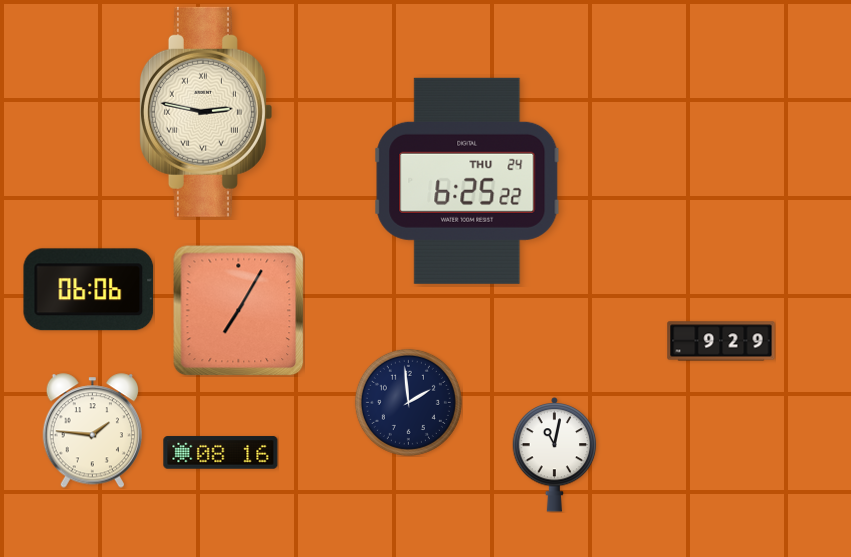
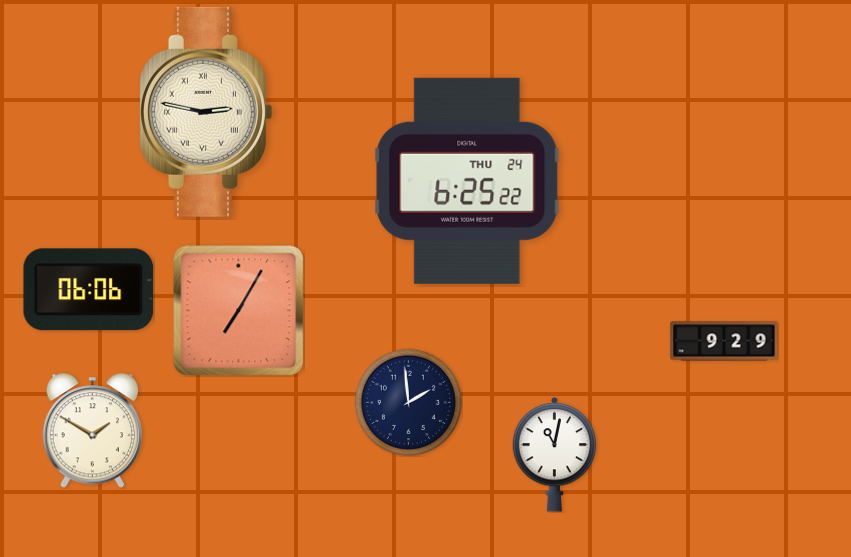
clock at (721, 341) position: (721, 341) -> (724, 341)
clock at (92, 431): 1:46 -> 1:50
clock at (221, 453): 08:16 -> none
